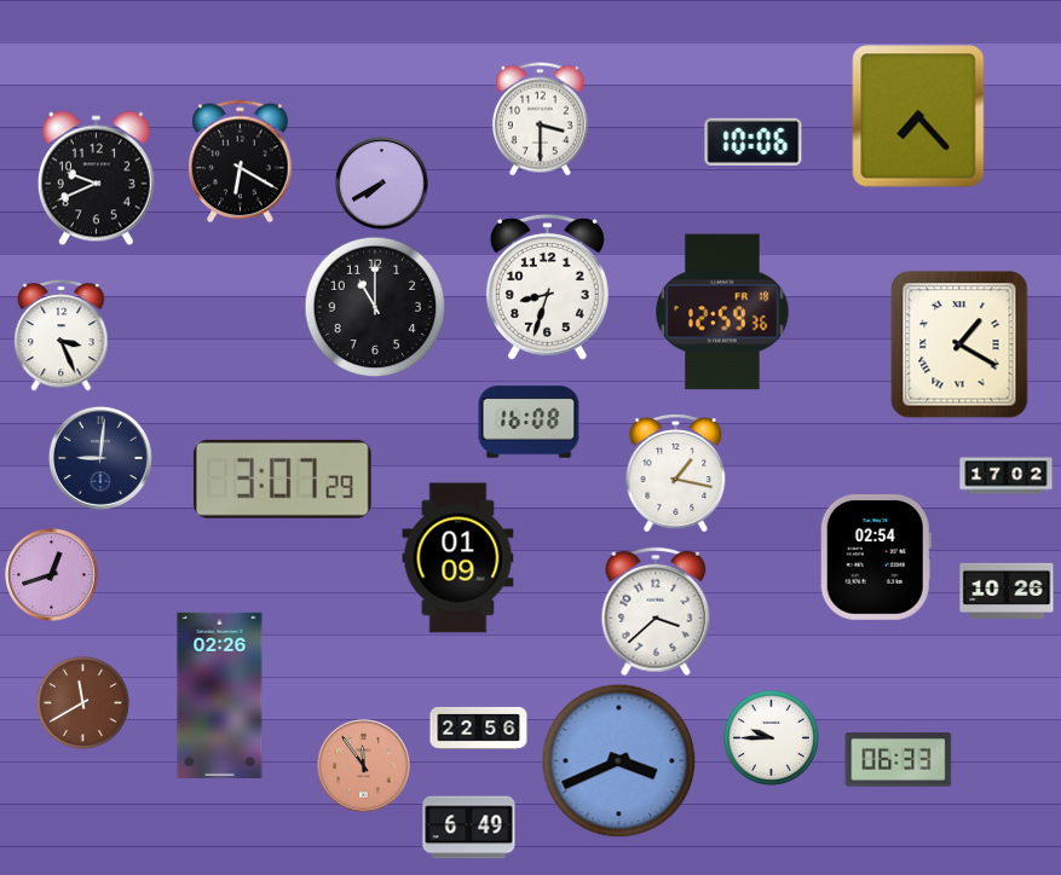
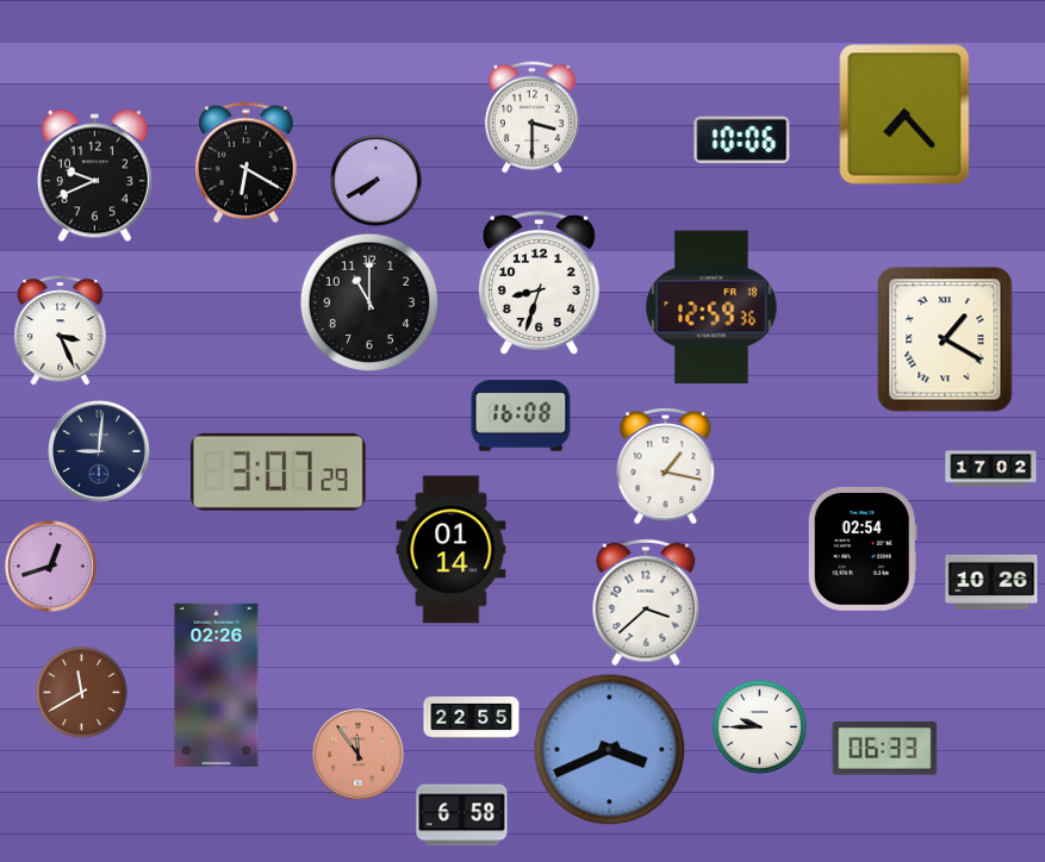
clock at (241, 162) position: (241, 162) -> (247, 163)
clock at (459, 558): 01:09 -> 01:14
clock at (479, 728): 22:56 -> 22:55
clock at (469, 828): 6:49 -> 6:58
